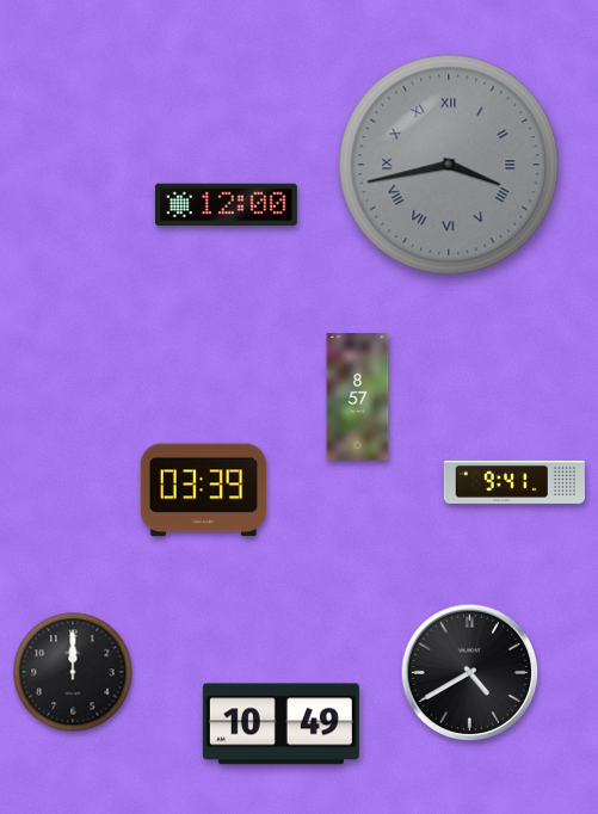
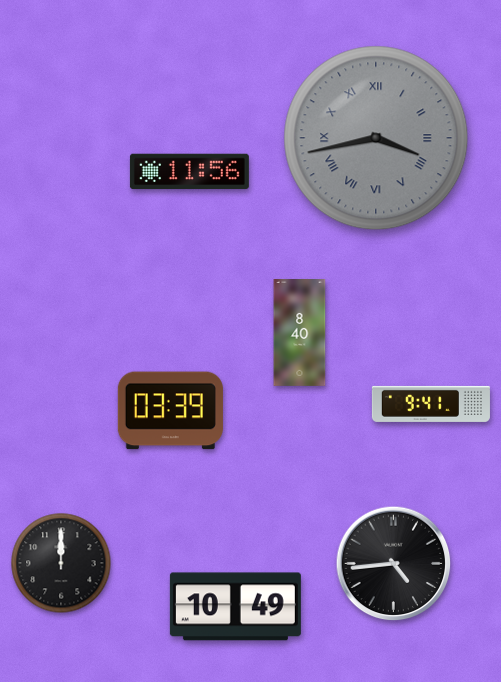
clock at (226, 205): 12:00 -> 11:56
clock at (358, 397): 8:57 -> 8:40
clock at (470, 673): 4:40 -> 4:44
